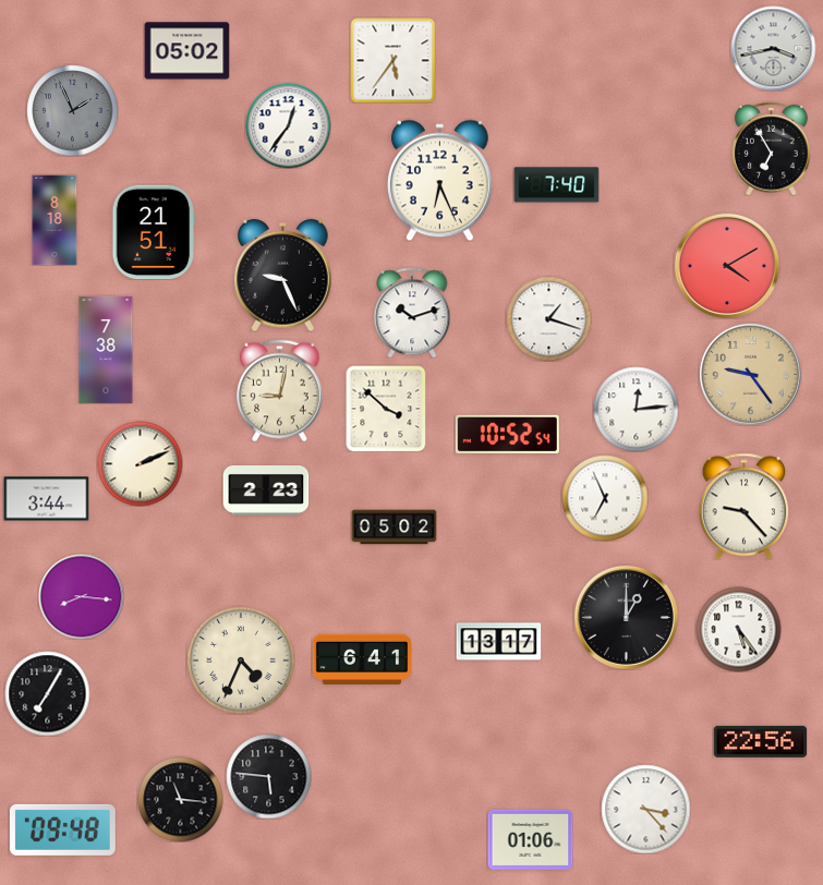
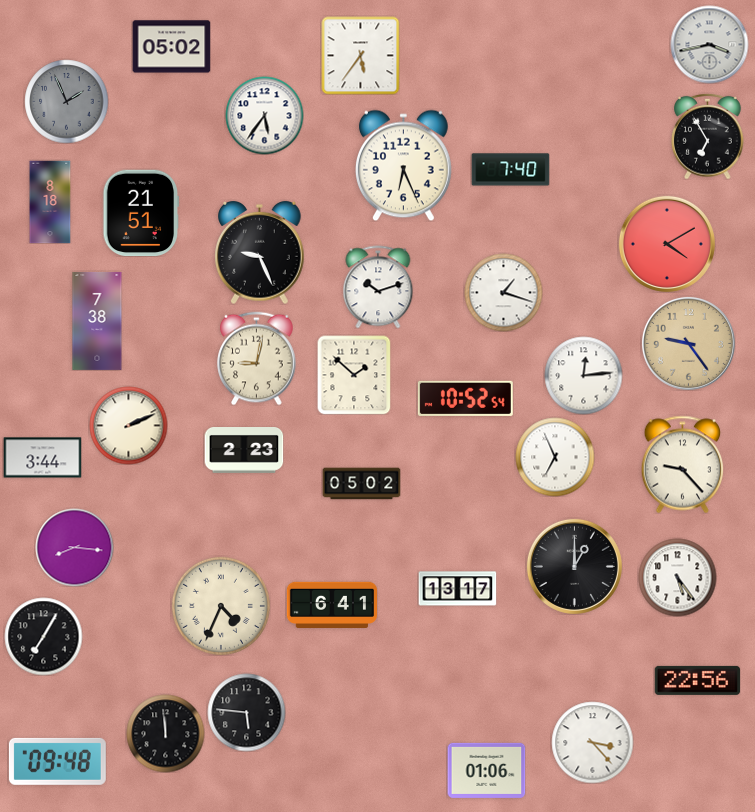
clock at (288, 125): 12:36 -> 5:36
clock at (386, 409): 3:52 -> 1:52
clock at (180, 799): 11:16 -> 11:59
